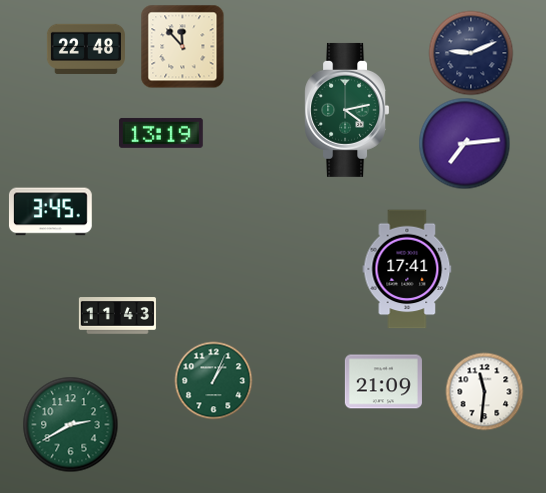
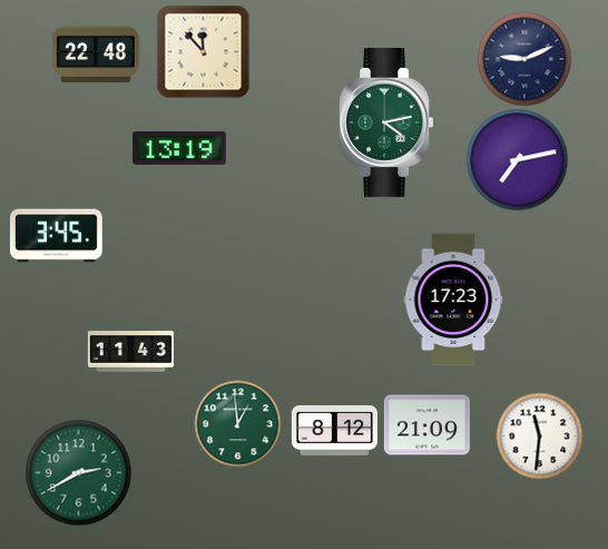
clock at (464, 143): 7:14 -> 7:13
clock at (407, 269): 17:41 -> 17:23
clock at (213, 380): 1:04 -> 12:59
clock at (334, 430): none -> 8:12
